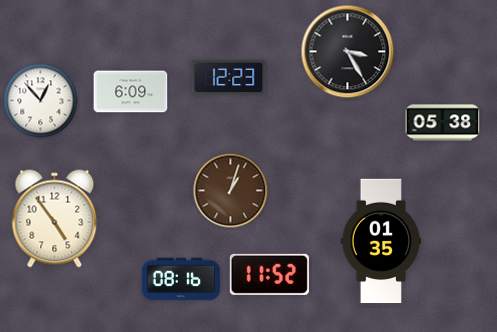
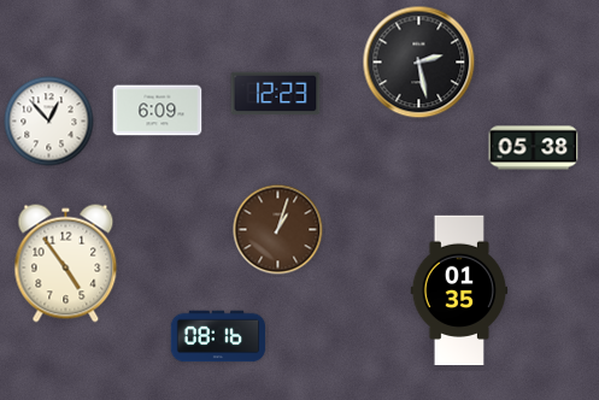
clock at (348, 52): 3:25 -> 2:28
clock at (269, 274): 11:52 -> none
